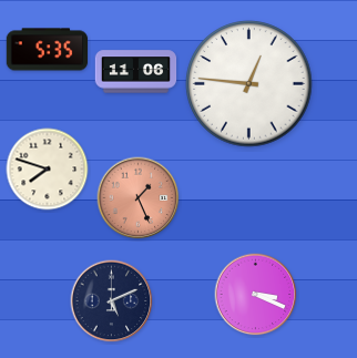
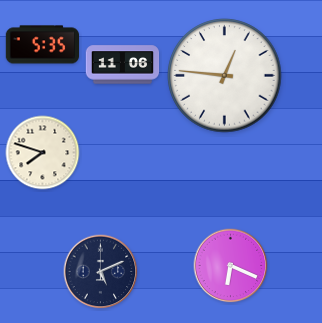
clock at (139, 198): 1:26 -> none
clock at (256, 295): 3:19 -> 6:19
